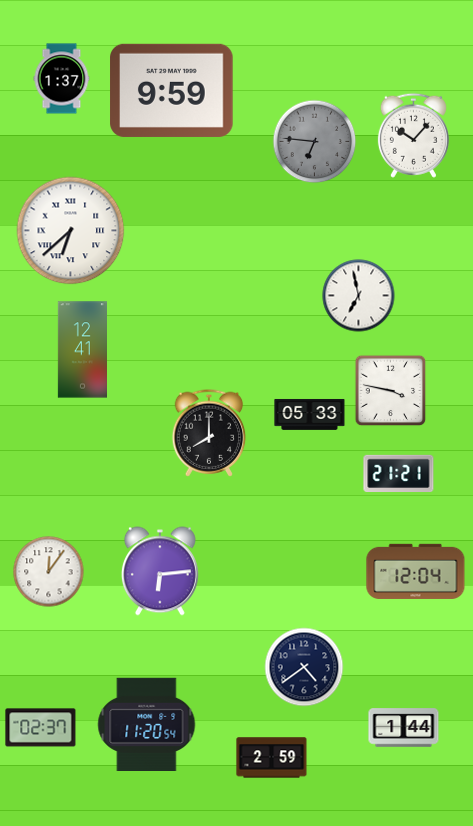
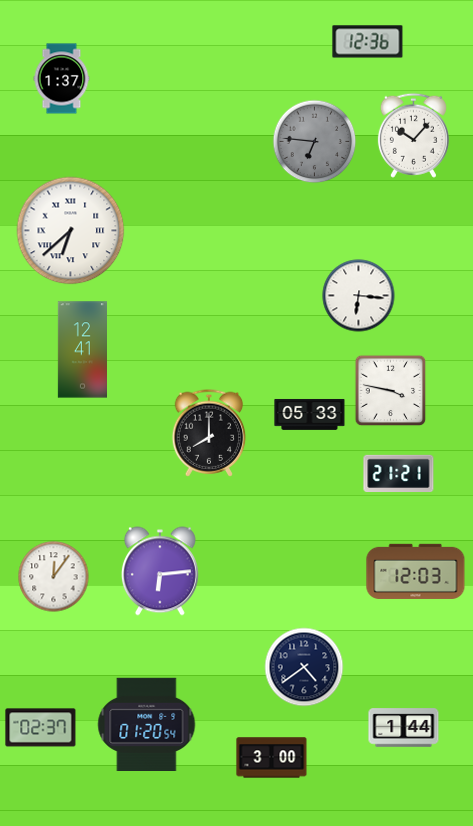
clock at (368, 42): none -> 12:36
clock at (172, 90): 9:59 -> none
clock at (359, 296): 6:58 -> 6:16
clock at (416, 571): 12:04 -> 12:03
clock at (49, 572) position: (49, 572) -> (54, 577)
clock at (147, 724): 11:20 -> 01:20
clock at (272, 758): 2:59 -> 3:00
